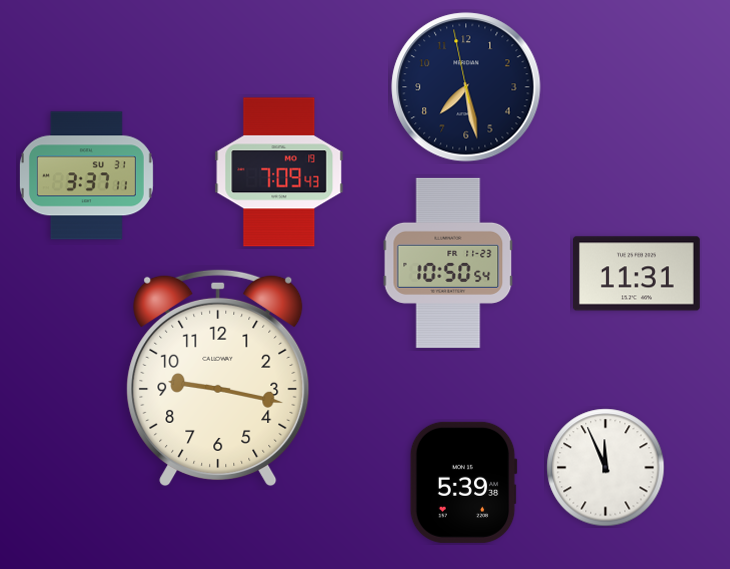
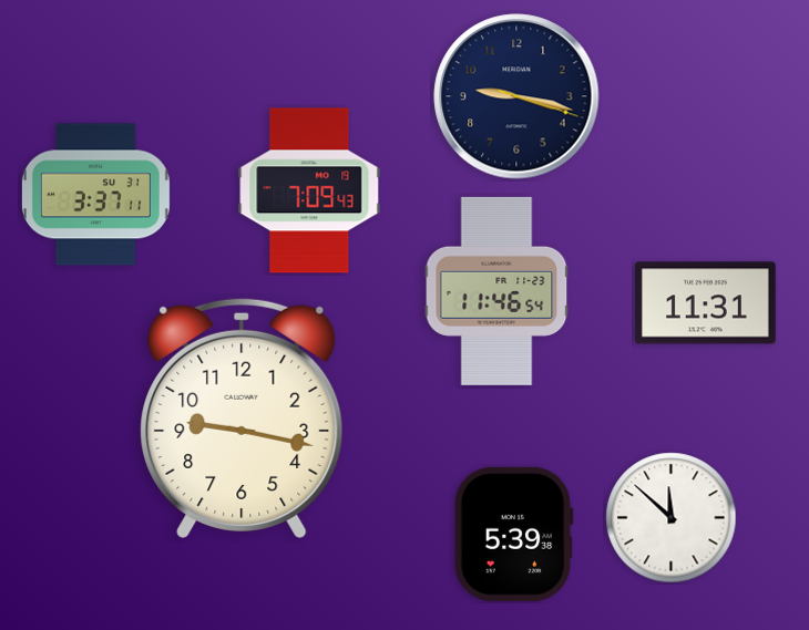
clock at (466, 87): 7:27 -> 9:17
clock at (448, 263): 10:50 -> 11:46
clock at (606, 468): 11:56 -> 11:52
